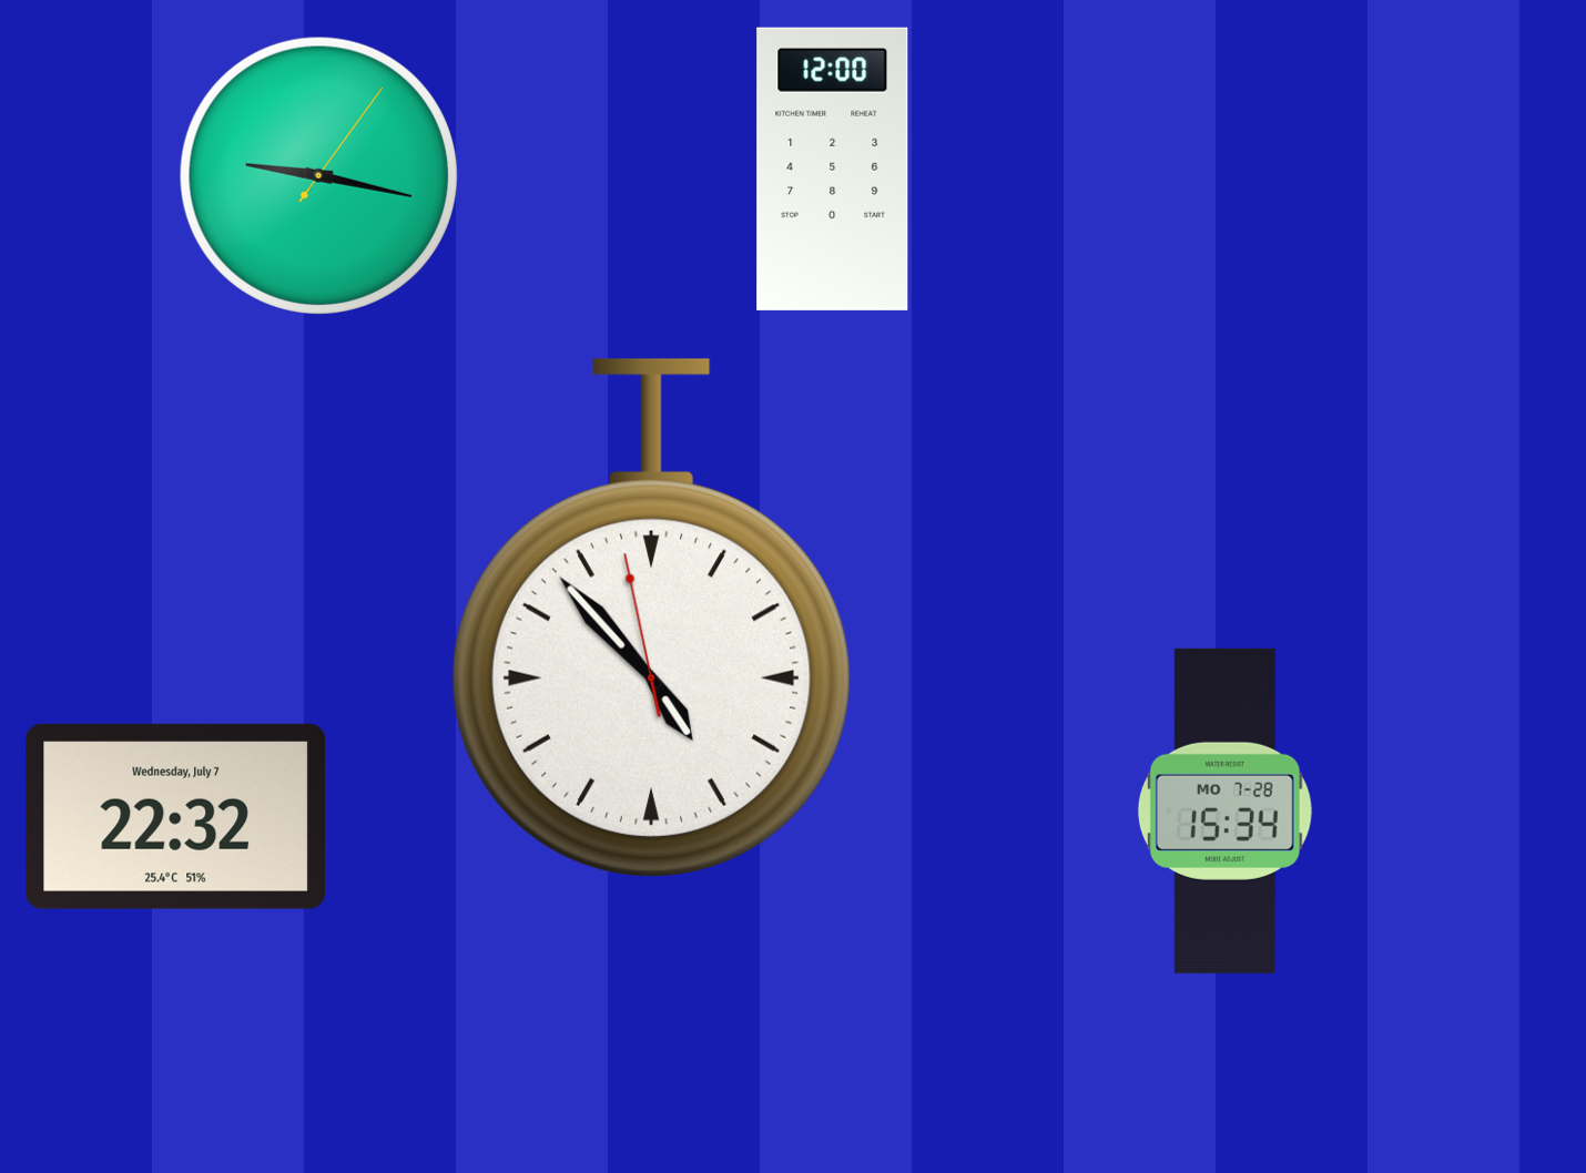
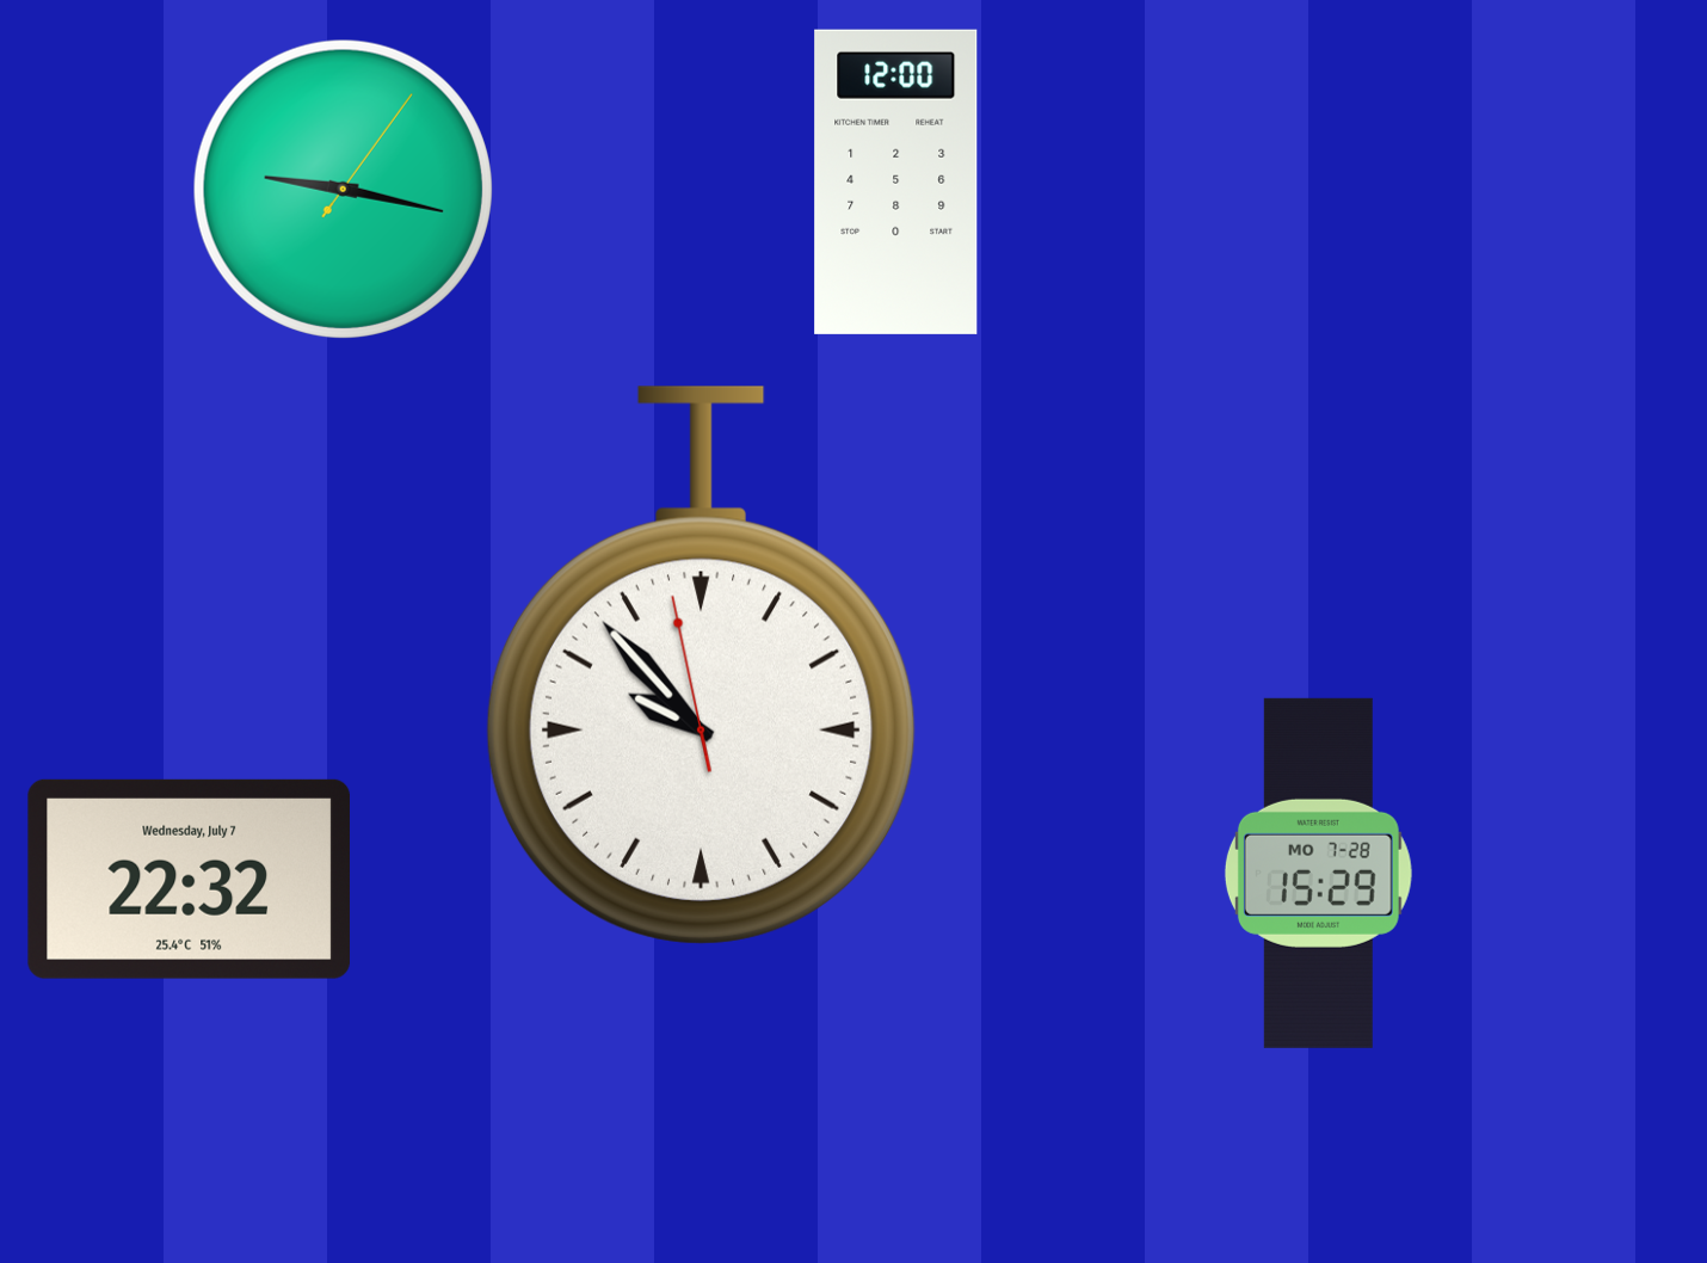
clock at (651, 618): 4:52 -> 9:52
clock at (1224, 810): 15:34 -> 15:29
